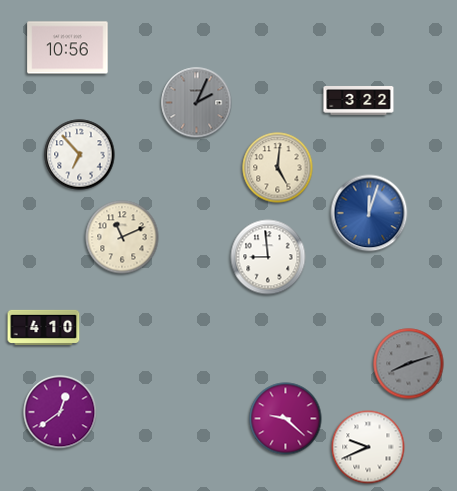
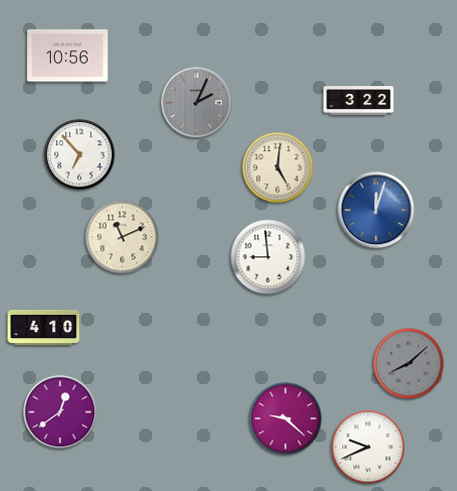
clock at (68, 48) position: (68, 48) -> (68, 56)
clock at (369, 213) position: (369, 213) -> (376, 210)
clock at (409, 364): 8:12 -> 8:08
